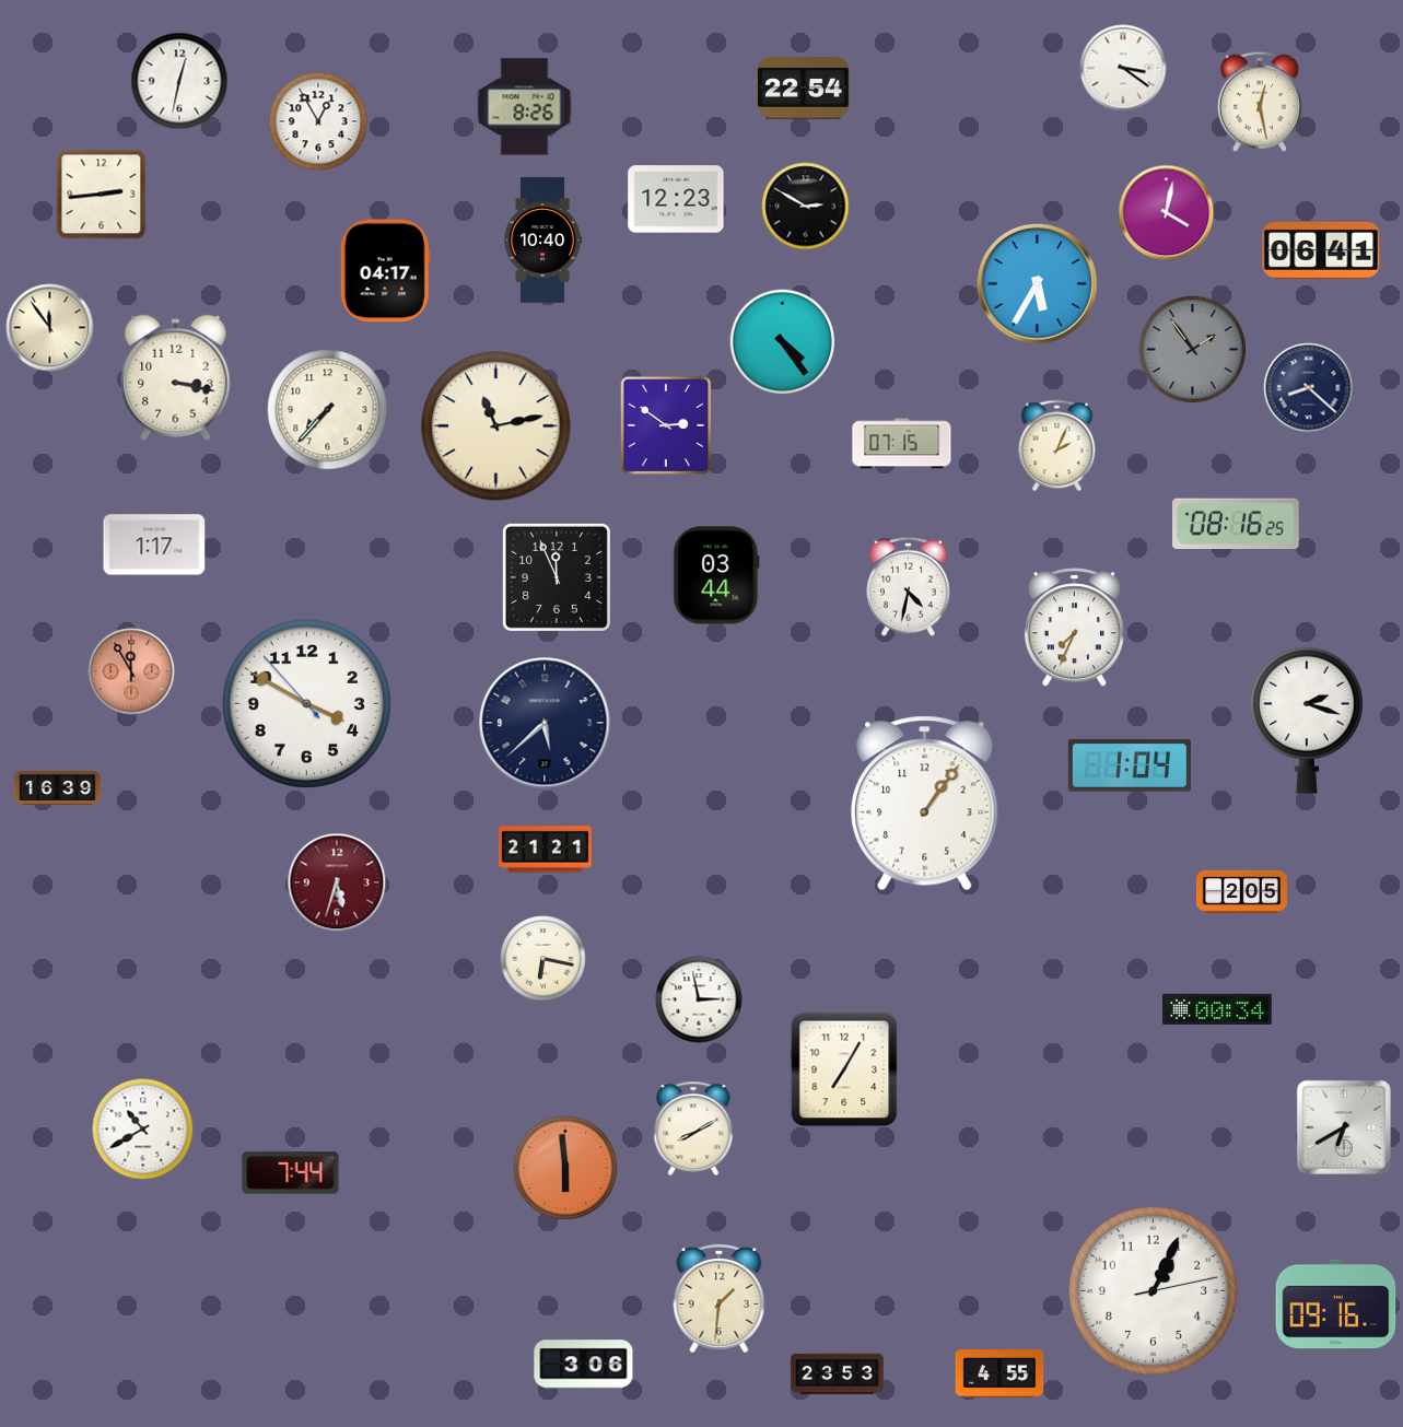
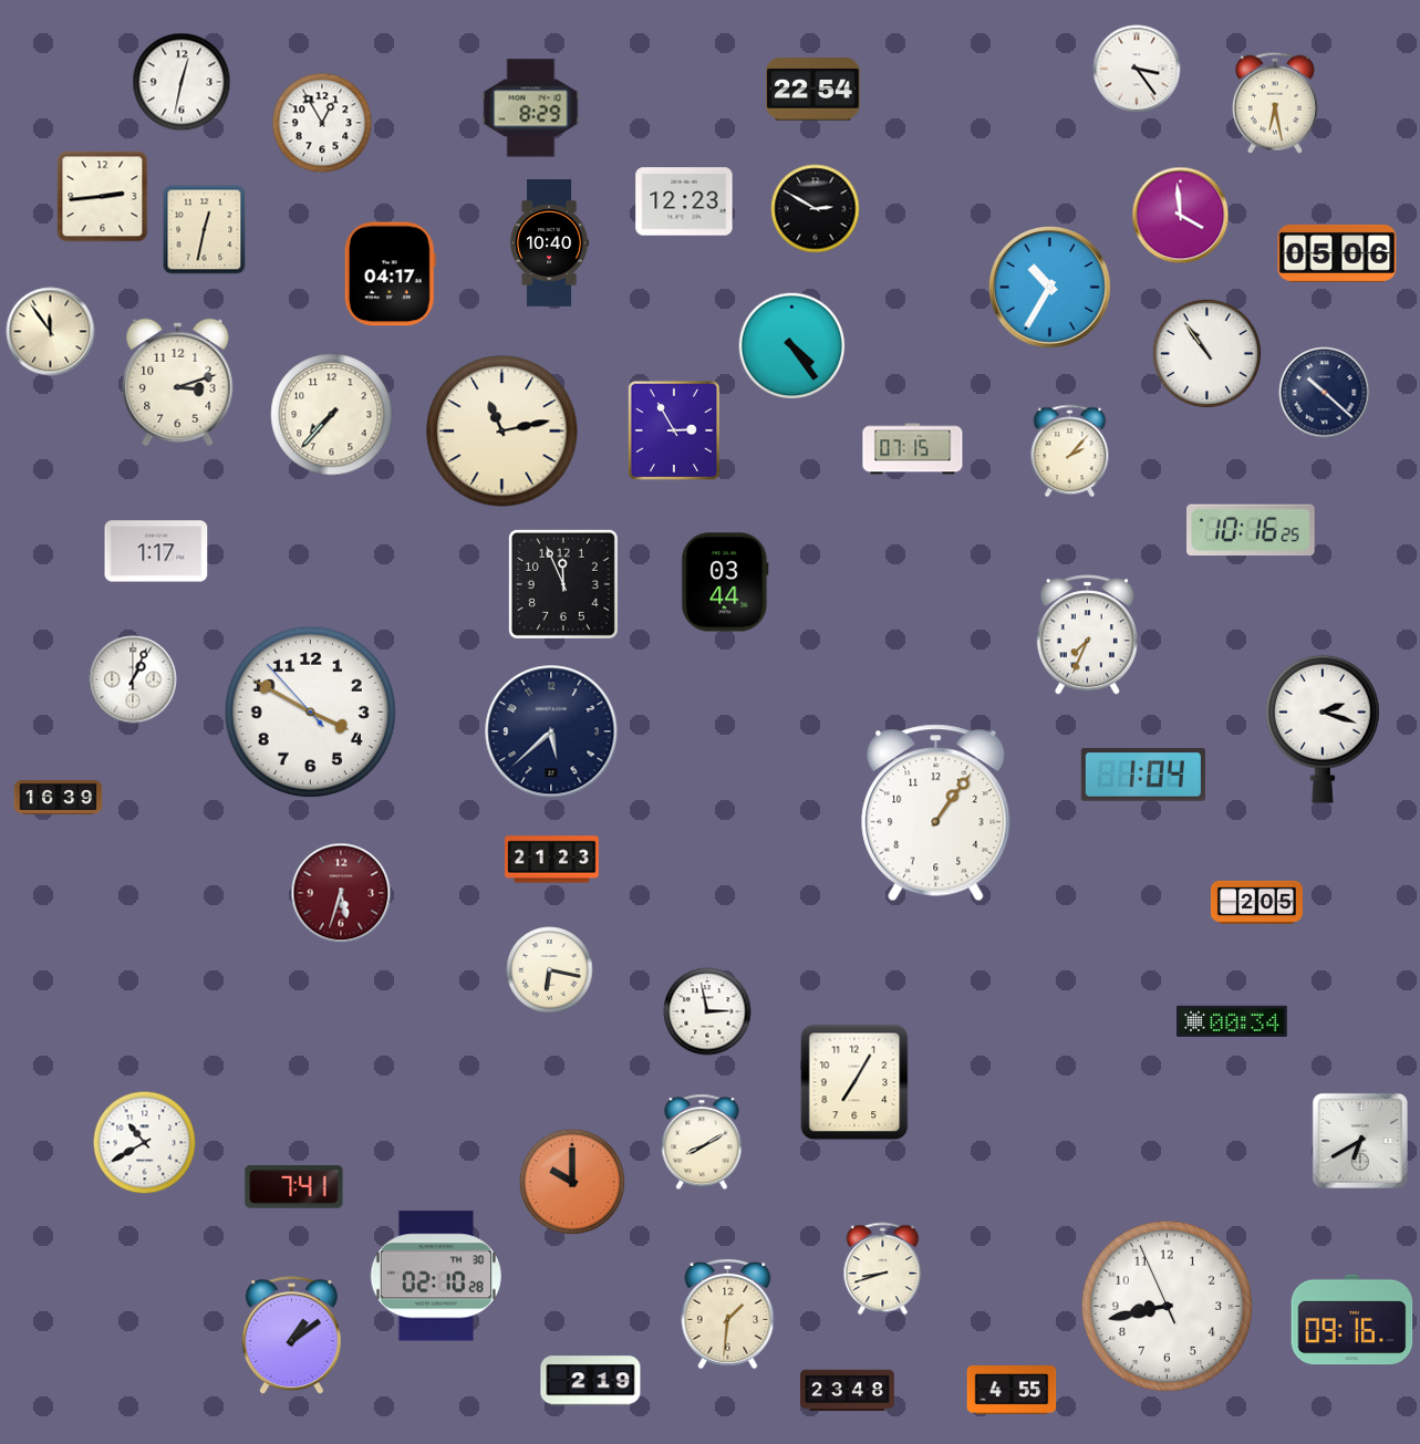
clock at (1123, 68): 3:21 -> 3:24
clock at (1260, 102): 12:28 -> 6:28
clock at (525, 107): 8:26 -> 8:29
clock at (1167, 213): 4:02 -> 3:59
clock at (205, 230): none -> 12:32
clock at (1321, 250): 06:41 -> 05:06
clock at (1038, 284): 5:35 -> 10:35
clock at (1192, 349): 1:54 -> 10:54
clock at (1192, 349) dial: grey -> white
clock at (176, 377): 3:17 -> 3:12
clock at (1309, 388): 8:22 -> 10:22
clock at (665, 424): 2:51 -> 2:55
clock at (1057, 446): 2:04 -> 2:07
clock at (1237, 524): 08:16 -> 10:16
clock at (909, 586): 4:32 -> none
clock at (131, 671): 11:55 -> 1:04
clock at (131, 671) dial: salmon -> white
clock at (546, 850): 21:21 -> 21:23
clock at (565, 1168): 5:59 -> 10:00
clock at (291, 1173): 7:44 -> 7:41
clock at (883, 1269): none -> 8:42
clock at (436, 1276): none -> 02:10
clock at (1153, 1290): 1:04 -> 8:42
clock at (291, 1336): none -> 1:09
clock at (584, 1365): 3:06 -> 2:19
clock at (838, 1375): 23:53 -> 23:48
